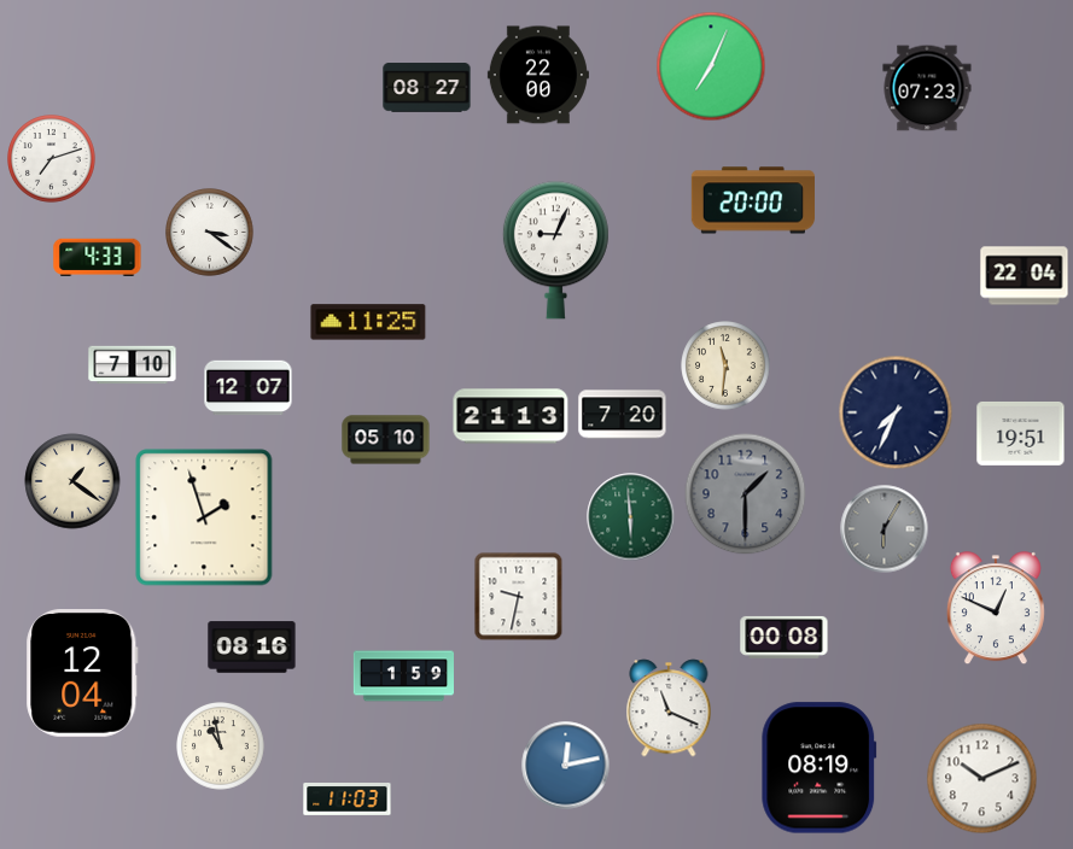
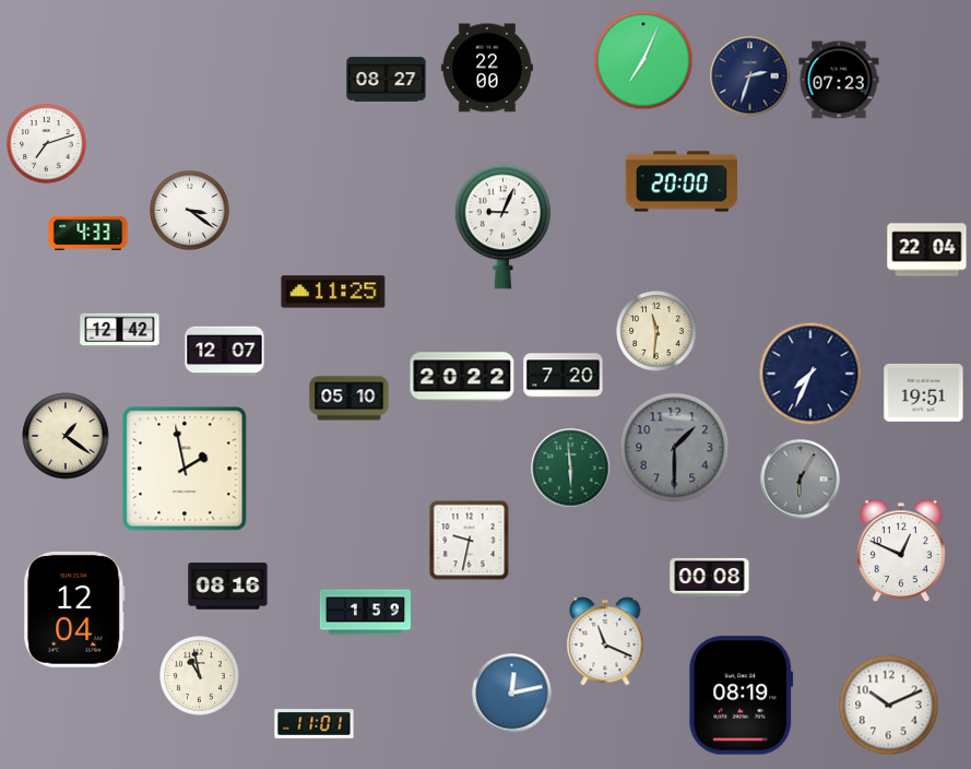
clock at (750, 76): none -> 2:33
clock at (133, 365): 7:10 -> 12:42
clock at (511, 416): 21:13 -> 20:22
clock at (204, 517): 1:57 -> 1:58
clock at (348, 800): 11:03 -> 11:01
